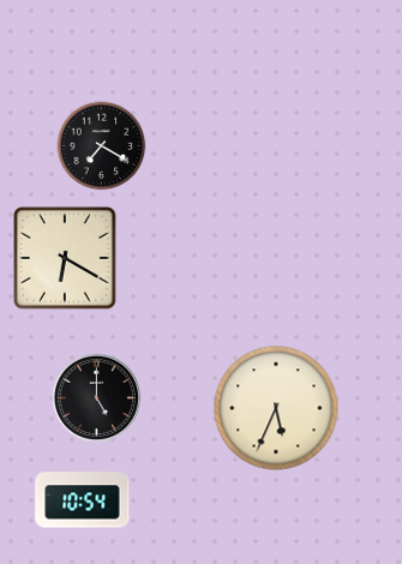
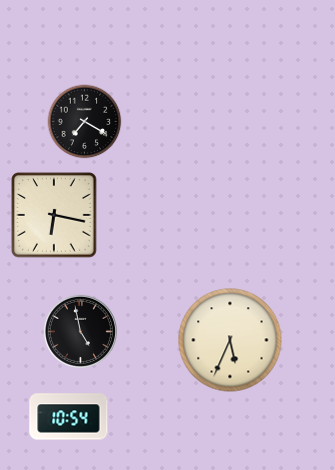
clock at (65, 258): 6:20 -> 6:17
clock at (96, 397): 5:00 -> 4:58
